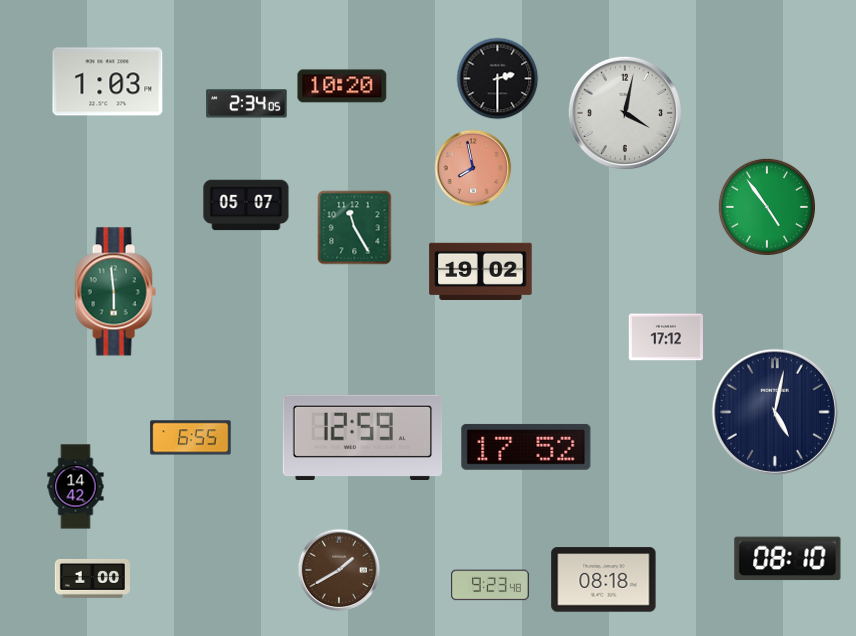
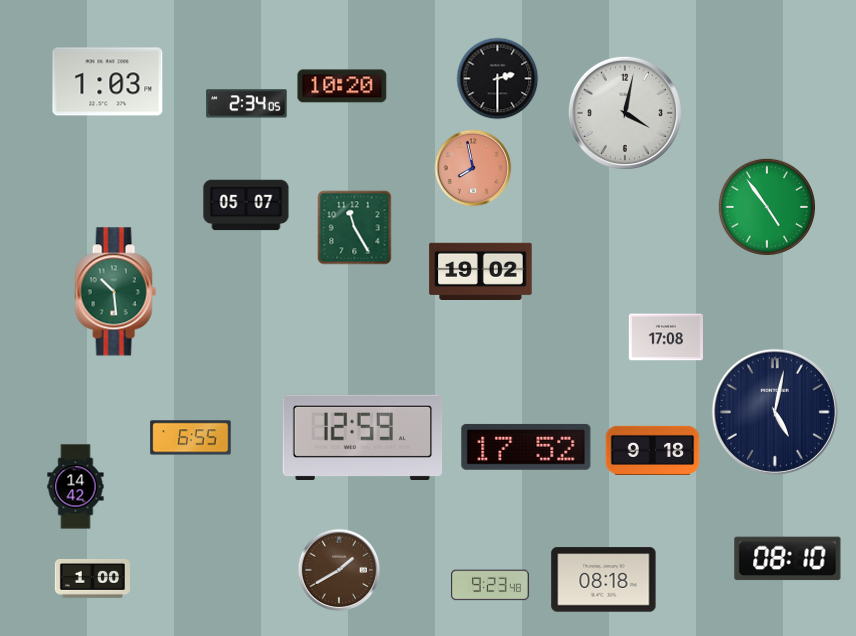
clock at (115, 292): 5:59 -> 10:29
clock at (665, 337): 17:12 -> 17:08
clock at (653, 450): none -> 9:18
